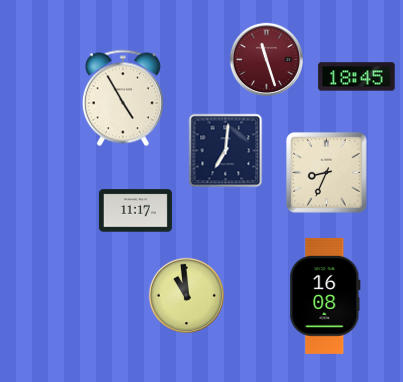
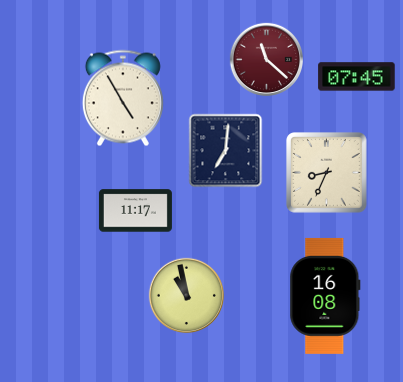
clock at (266, 59): 11:27 -> 11:22
clock at (357, 77): 18:45 -> 07:45
clock at (186, 295): 10:59 -> 10:58
